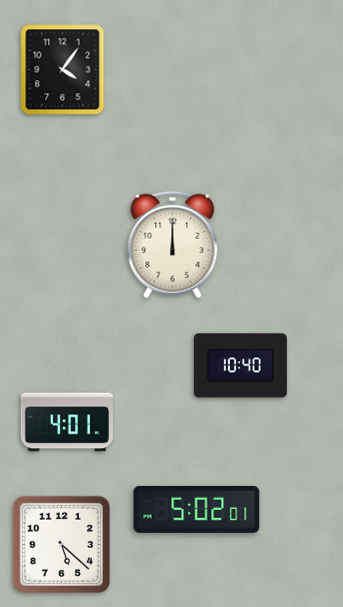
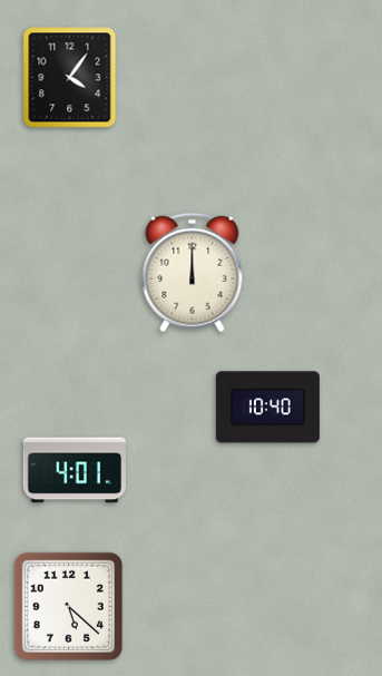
clock at (197, 509): 5:02 -> none
